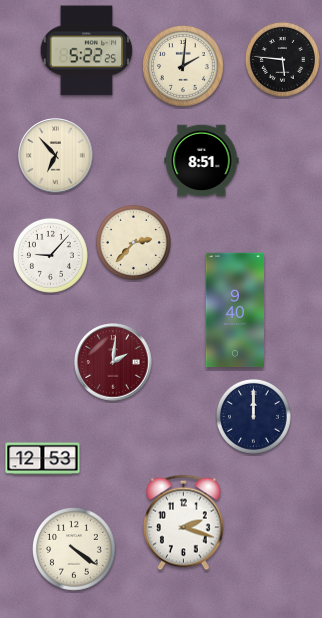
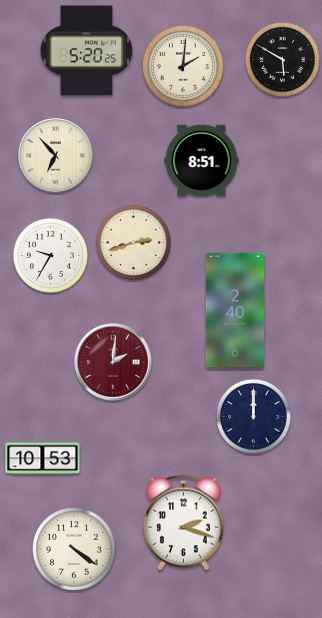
clock at (87, 51): 5:22 -> 5:20
clock at (282, 59): 5:46 -> 5:50
clock at (133, 242): 2:37 -> 2:42
clock at (50, 255): 9:07 -> 9:35
clock at (234, 310): 9:40 -> 2:40
clock at (43, 459): 12:53 -> 10:53
